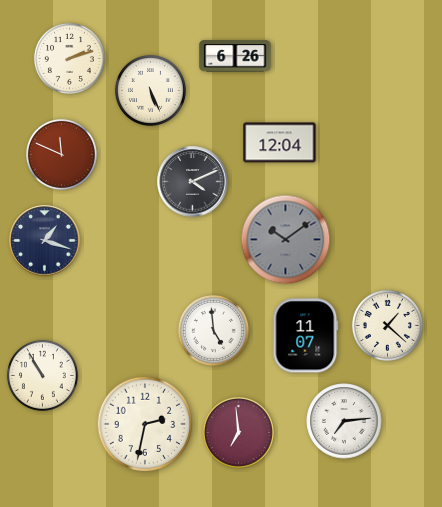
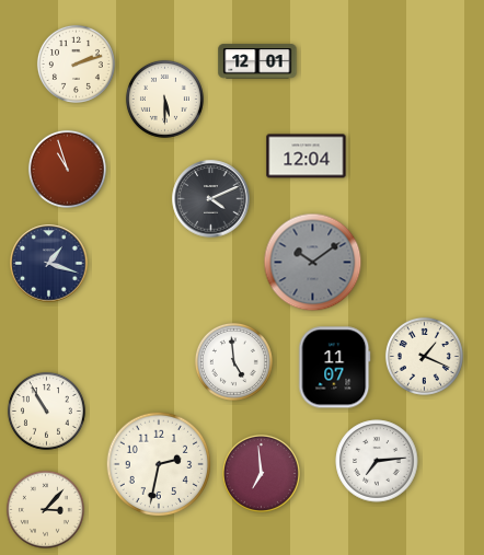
clock at (235, 56): 6:26 -> 12:01
clock at (150, 90): 5:26 -> 5:30
clock at (61, 154): 11:49 -> 10:57
clock at (387, 325): 1:22 -> 1:19
clock at (45, 509): none -> 3:07
